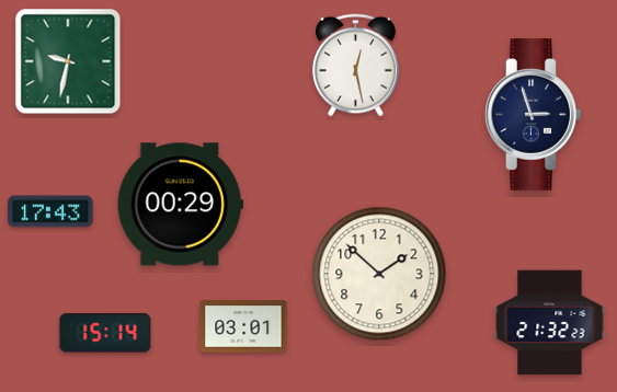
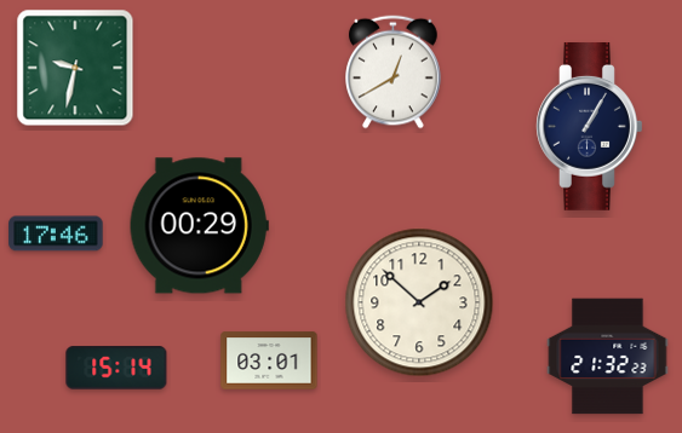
clock at (356, 66): 12:28 -> 12:40
clock at (534, 115): 2:57 -> 1:05
clock at (50, 211): 17:43 -> 17:46
